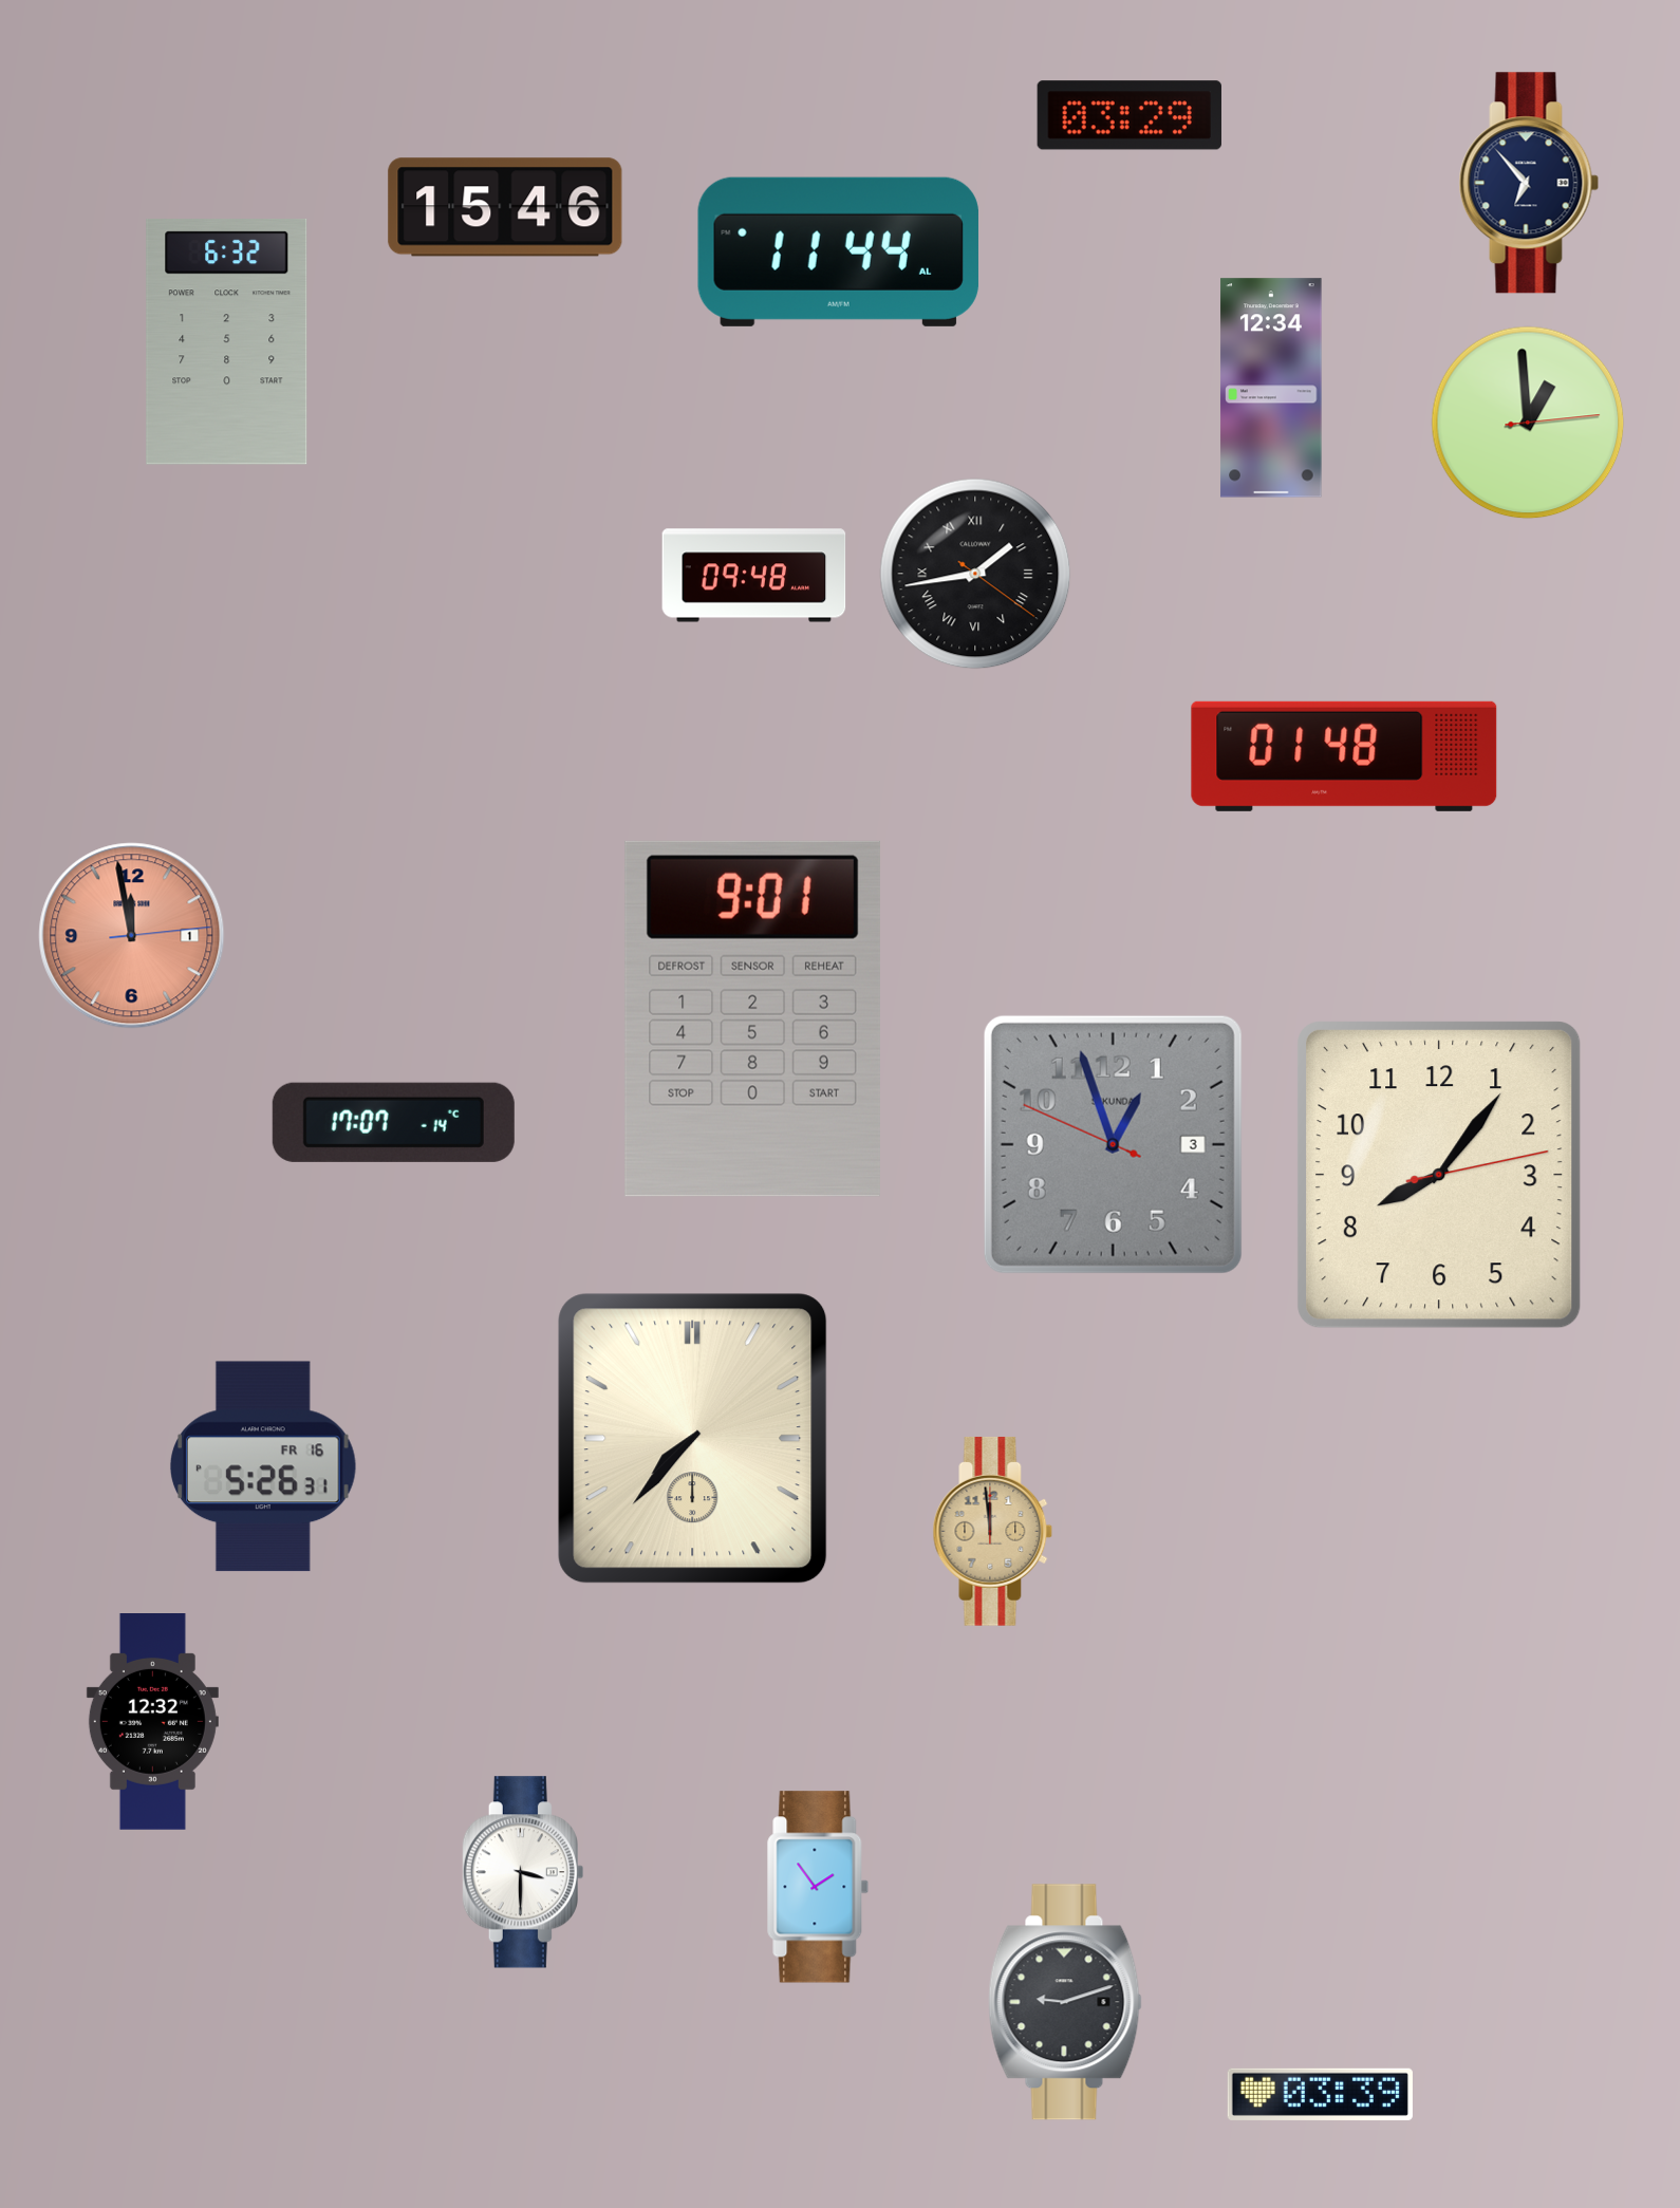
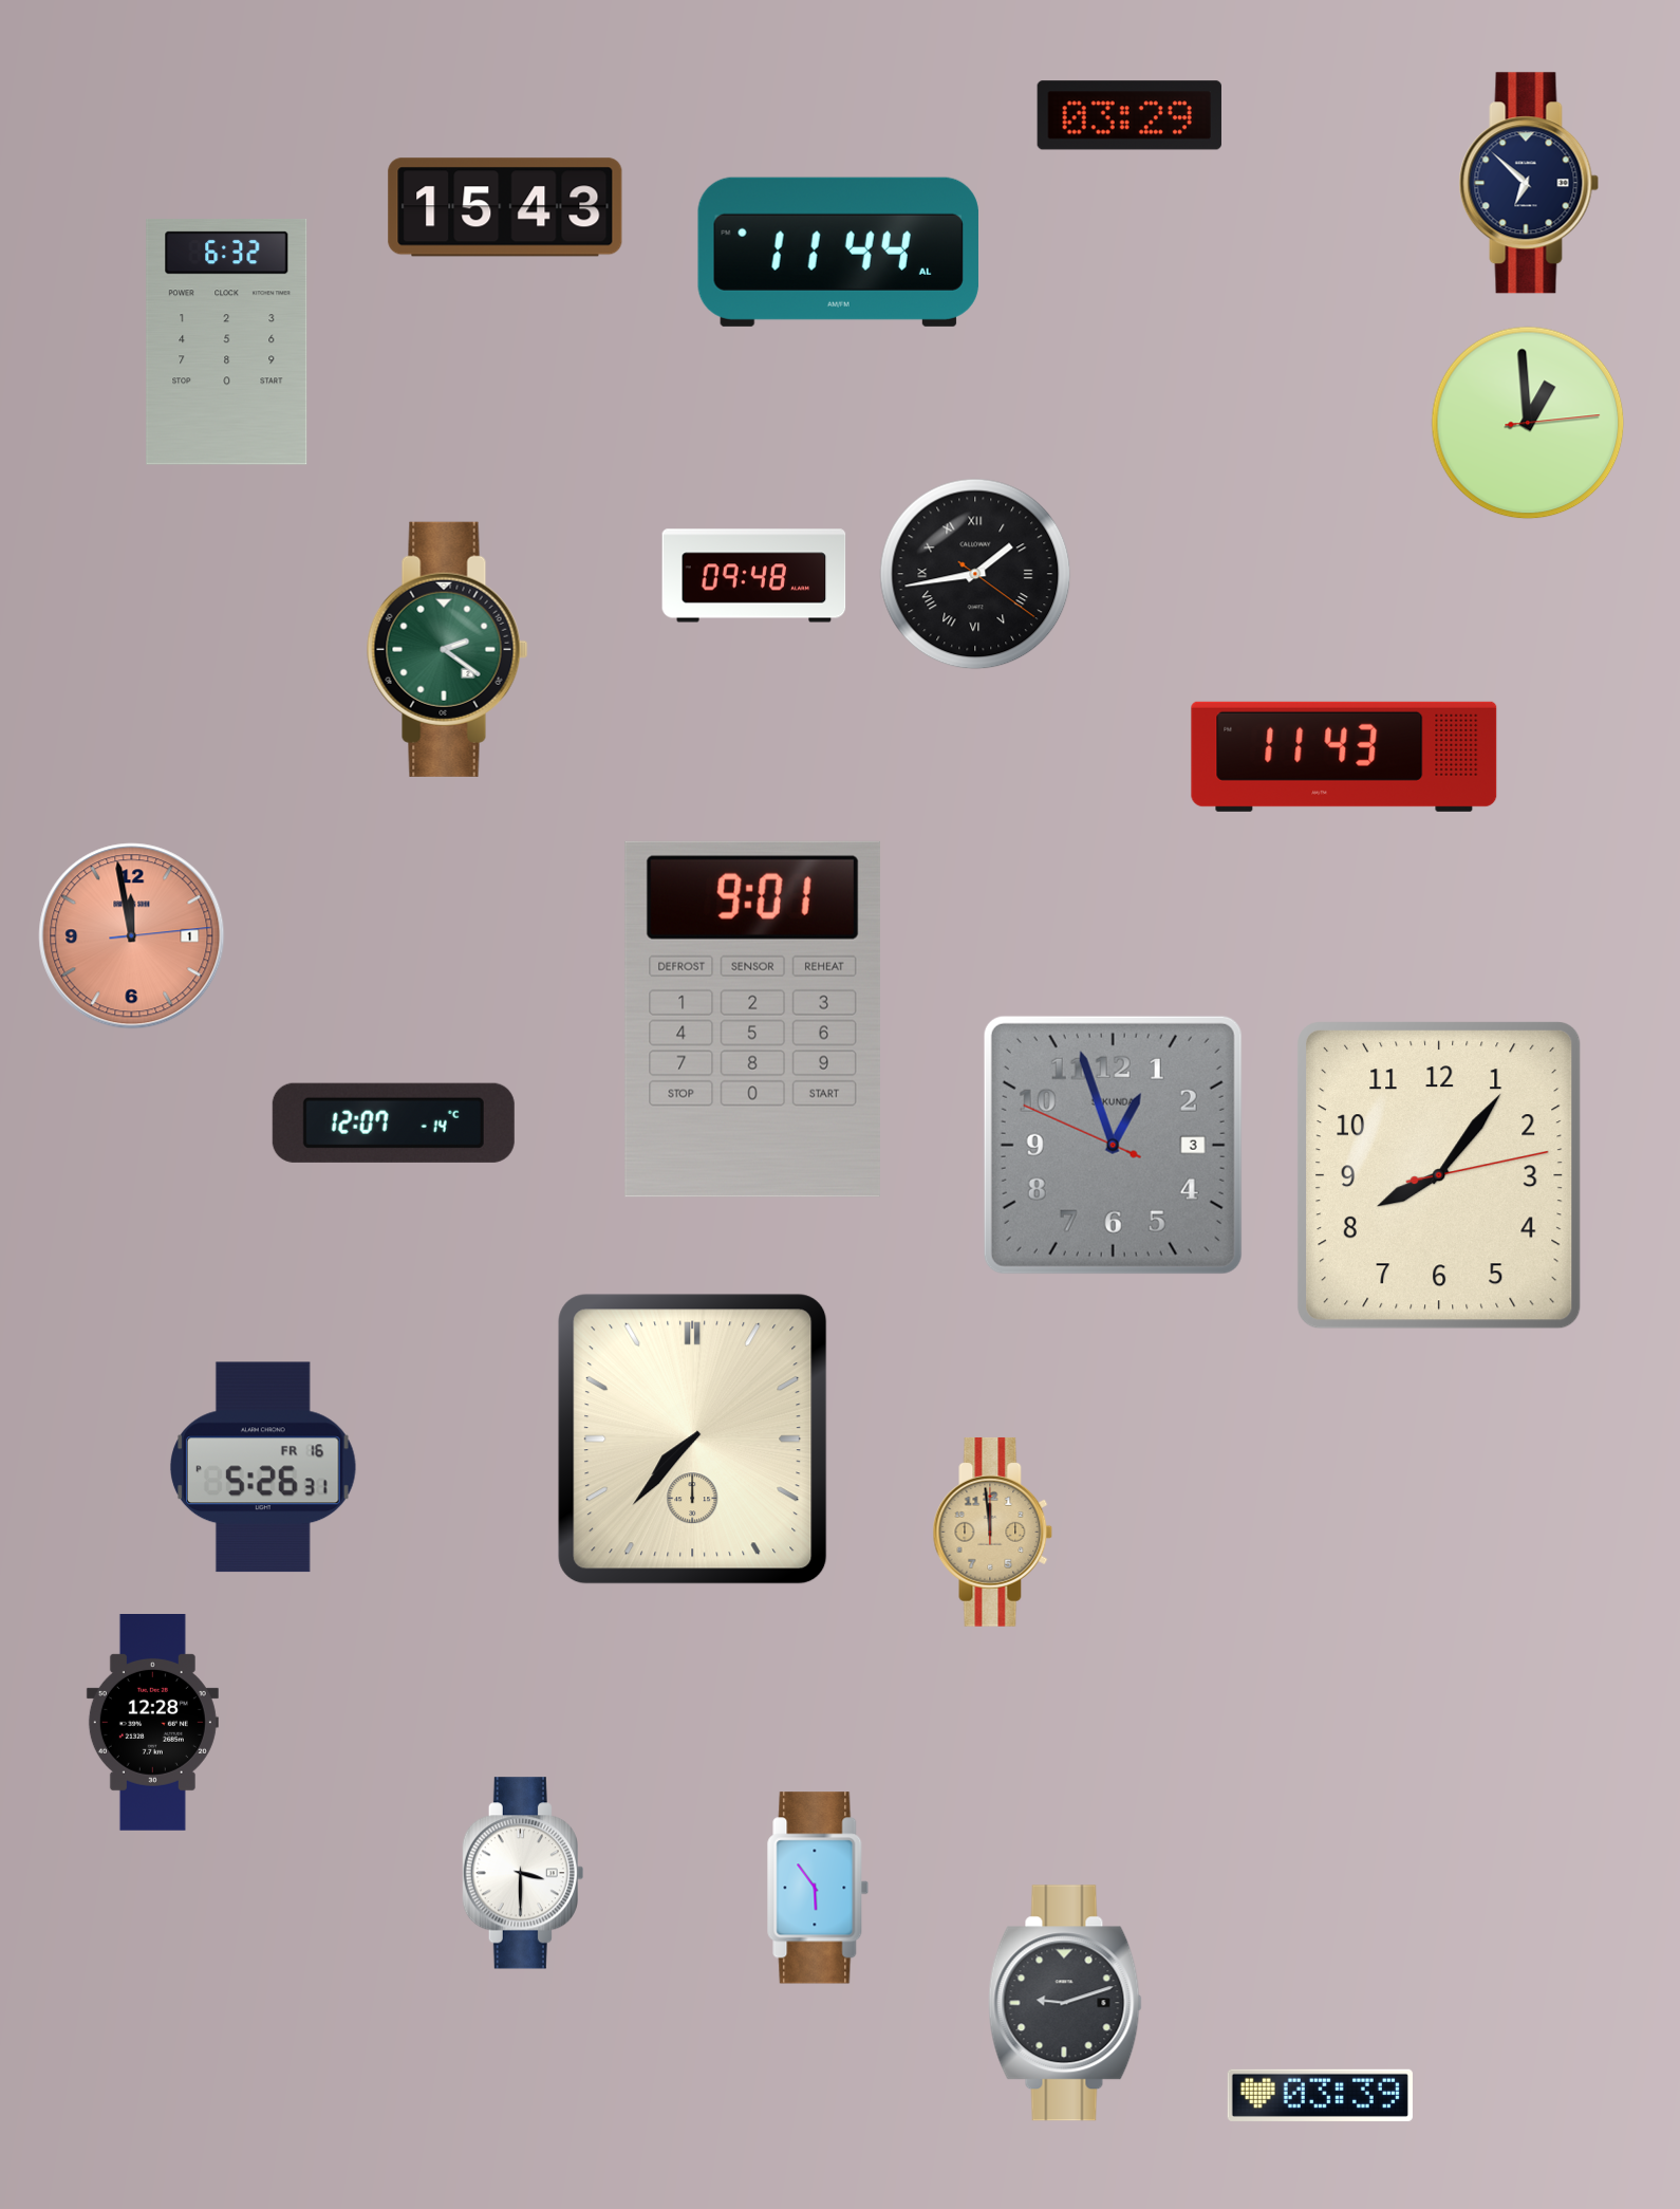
clock at (1529, 183): 6:53 -> 6:52
clock at (505, 207): 15:46 -> 15:43
clock at (1271, 388): 12:34 -> none
clock at (448, 649): none -> 2:21
clock at (1344, 756): 01:48 -> 11:43
clock at (393, 1122): 17:07 -> 12:07
clock at (152, 1722): 12:32 -> 12:28
clock at (818, 1887): 1:54 -> 5:54
